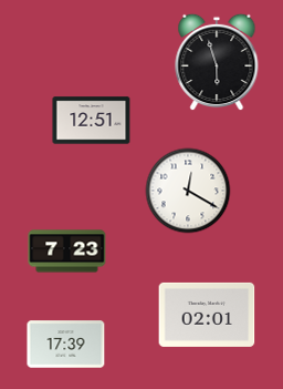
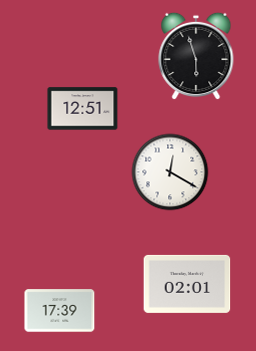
clock at (67, 252): 7:23 -> none
